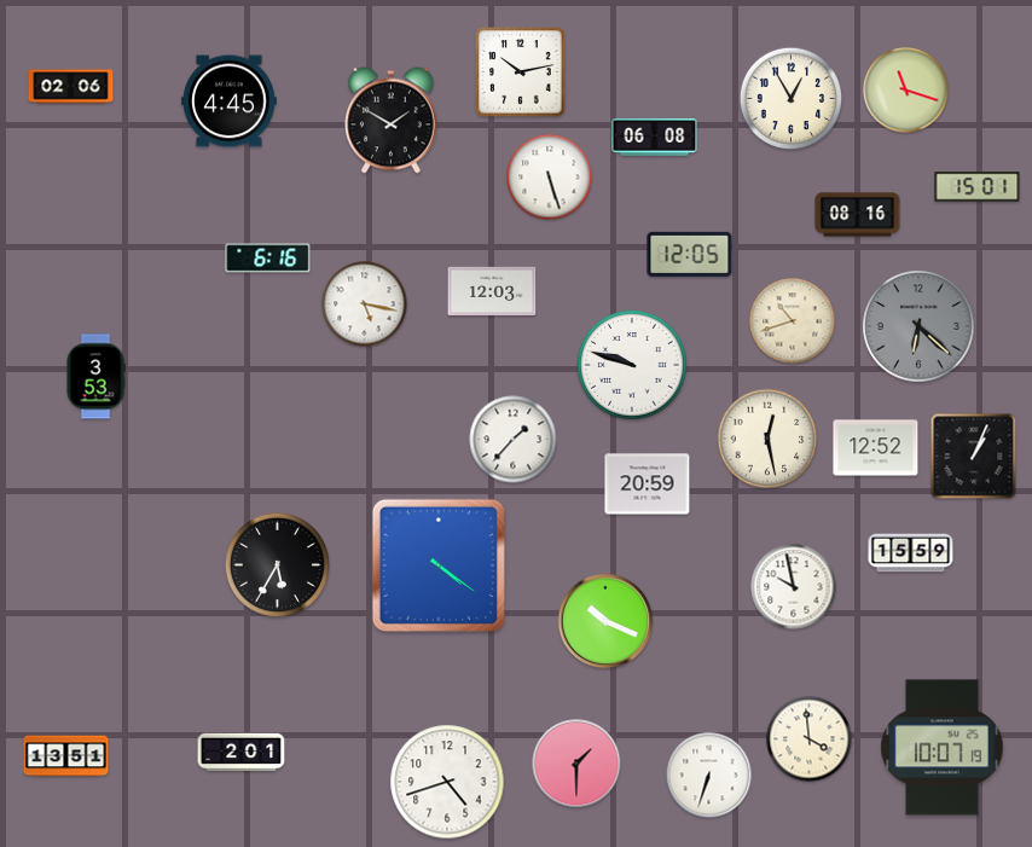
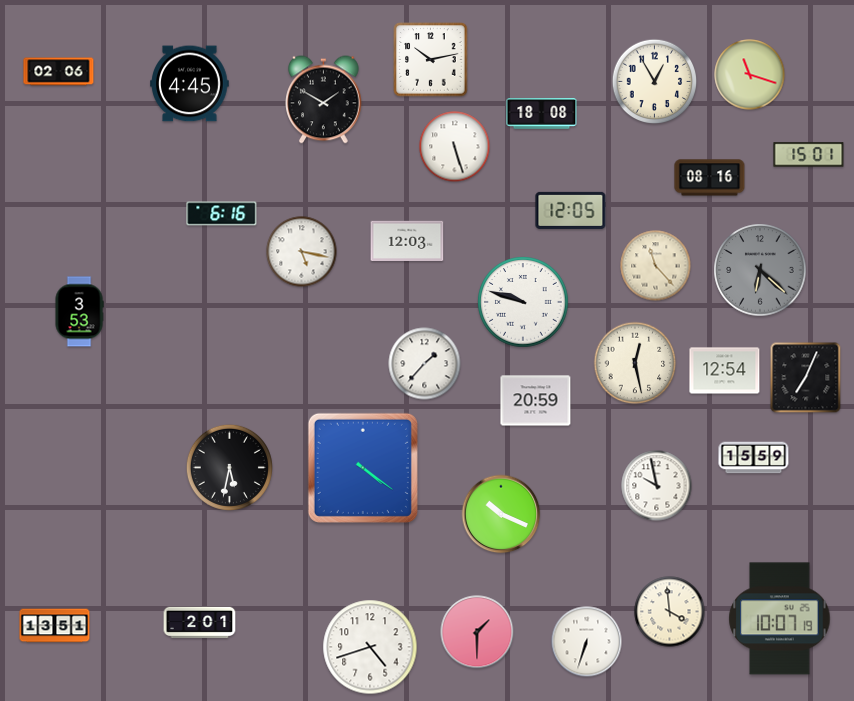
clock at (655, 138): 06:08 -> 18:08
clock at (793, 321): 10:42 -> 11:23
clock at (876, 448): 12:52 -> 12:54
clock at (974, 457): 1:04 -> 7:04
clock at (277, 564): 5:35 -> 5:32
